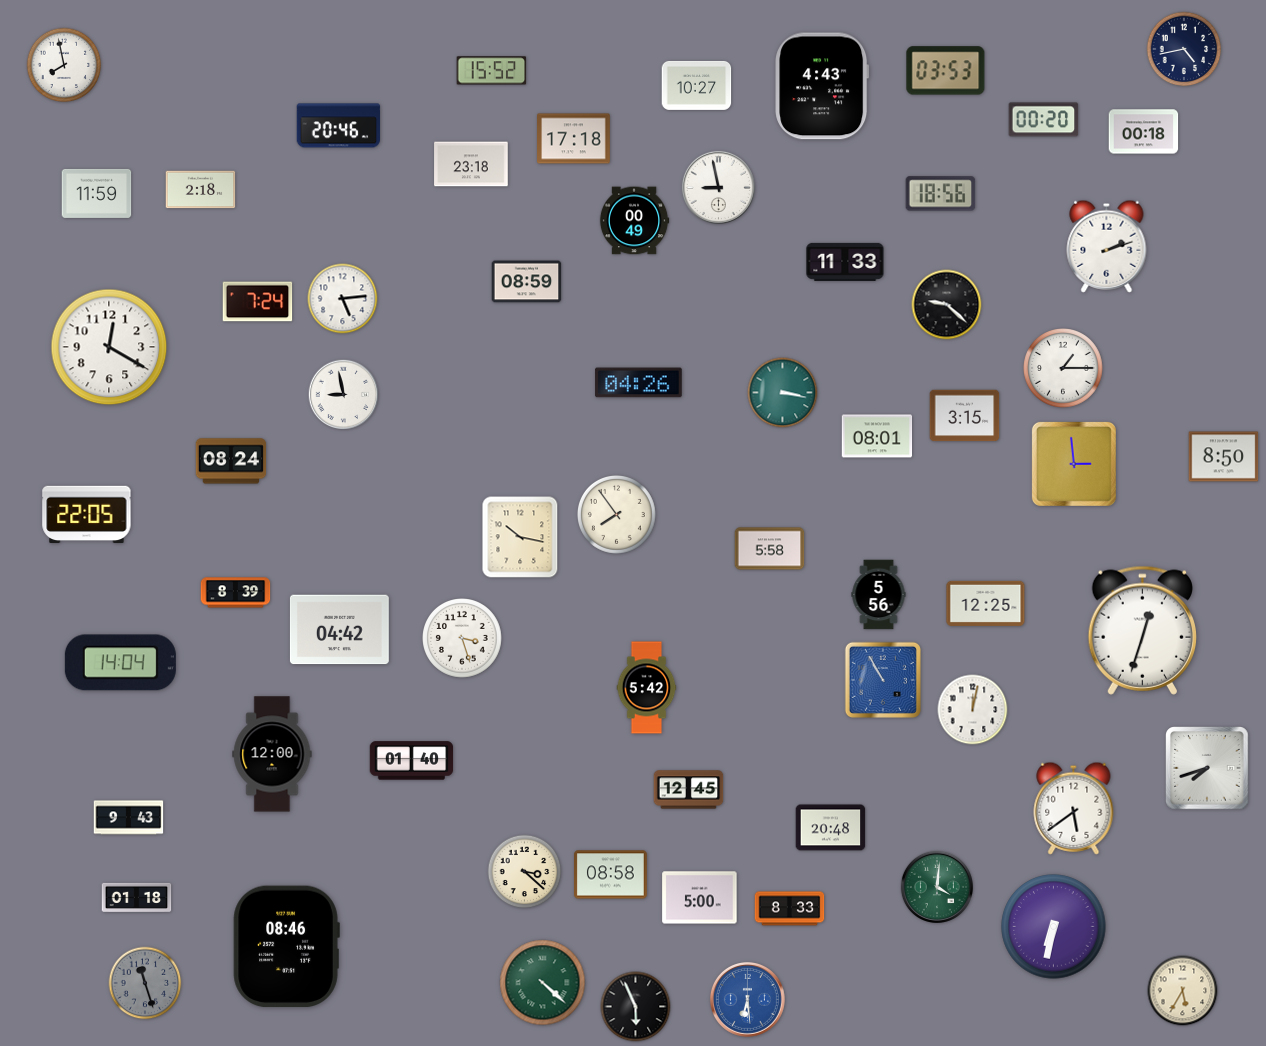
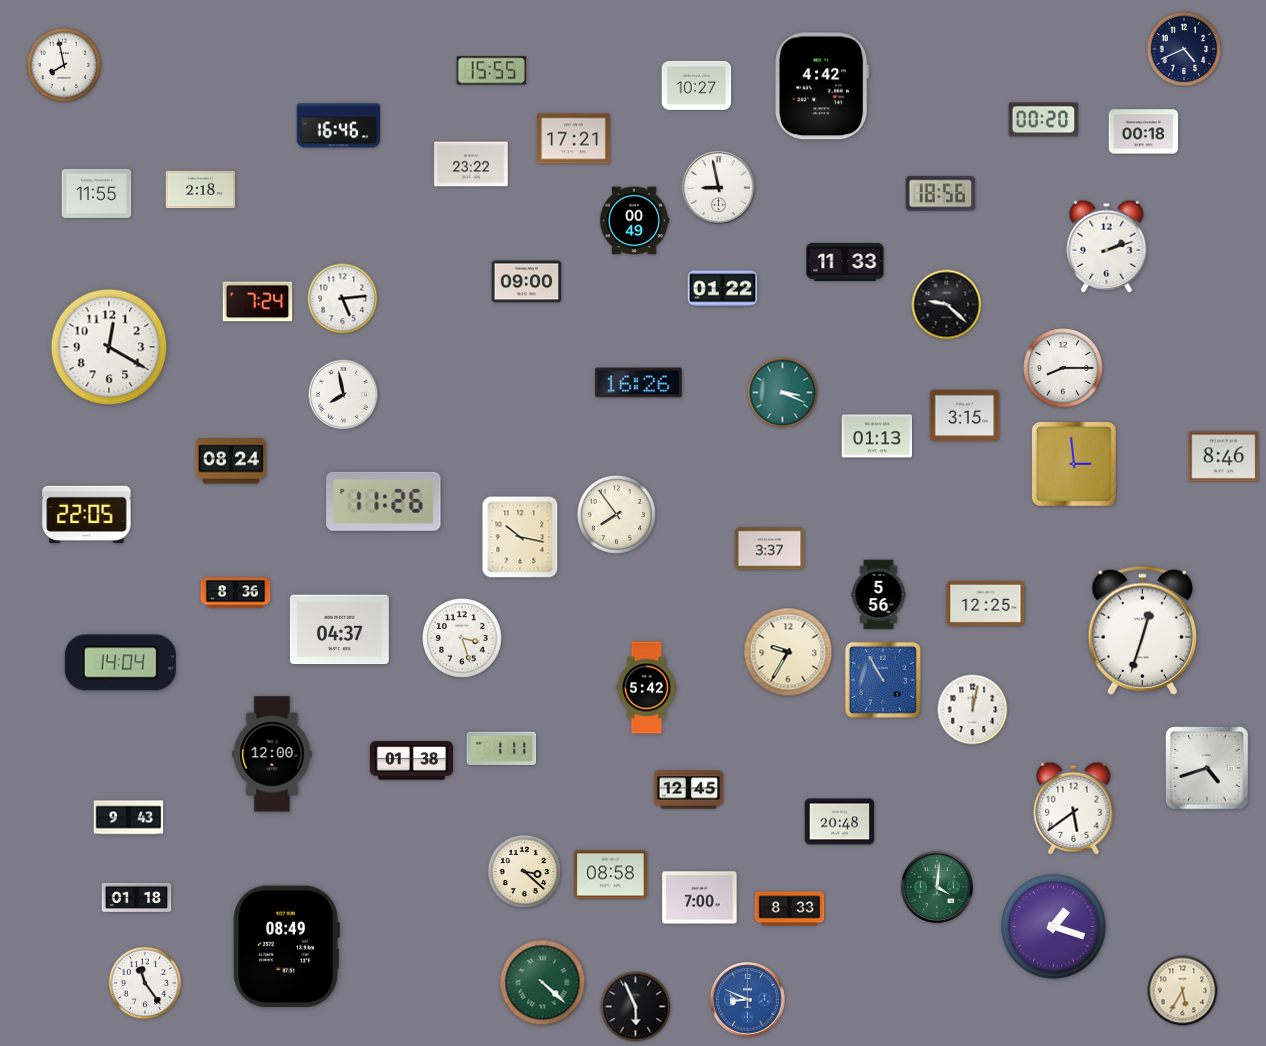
clock at (1184, 49): 4:43 -> 4:41
clock at (492, 71): 15:52 -> 15:55
clock at (946, 71): 03:53 -> none
clock at (822, 86): 4:43 -> 4:42
clock at (339, 126): 20:46 -> 16:46
clock at (574, 139): 17:18 -> 17:21
clock at (471, 164): 23:18 -> 23:22
clock at (97, 193): 11:59 -> 11:55
clock at (527, 282): 08:59 -> 09:00
clock at (723, 289): none -> 01:22
clock at (1064, 369): 1:15 -> 8:15
clock at (639, 383): 04:26 -> 16:26
clock at (783, 393): 3:17 -> 3:19
clock at (344, 395): 8:58 -> 7:58
clock at (877, 436): 08:01 -> 01:13
clock at (1224, 457): 8:50 -> 8:46
clock at (384, 501): none -> 11:26
clock at (770, 549): 5:58 -> 3:37
clock at (236, 593): 8:39 -> 8:36
clock at (339, 630): 04:42 -> 04:37
clock at (788, 652): none -> 9:35
clock at (502, 748): none -> 1:11
clock at (412, 761): 01:40 -> 01:38
clock at (1207, 768): 7:42 -> 4:42
clock at (831, 828) position: (831, 828) -> (840, 822)
clock at (700, 898): 5:00 -> 7:00
clock at (1054, 927): 6:32 -> 1:18
clock at (286, 947): 08:46 -> 08:49
clock at (145, 983): 11:27 -> 11:24
clock at (145, 983) dial: grey -> white
clock at (747, 999): 6:29 -> 8:49
